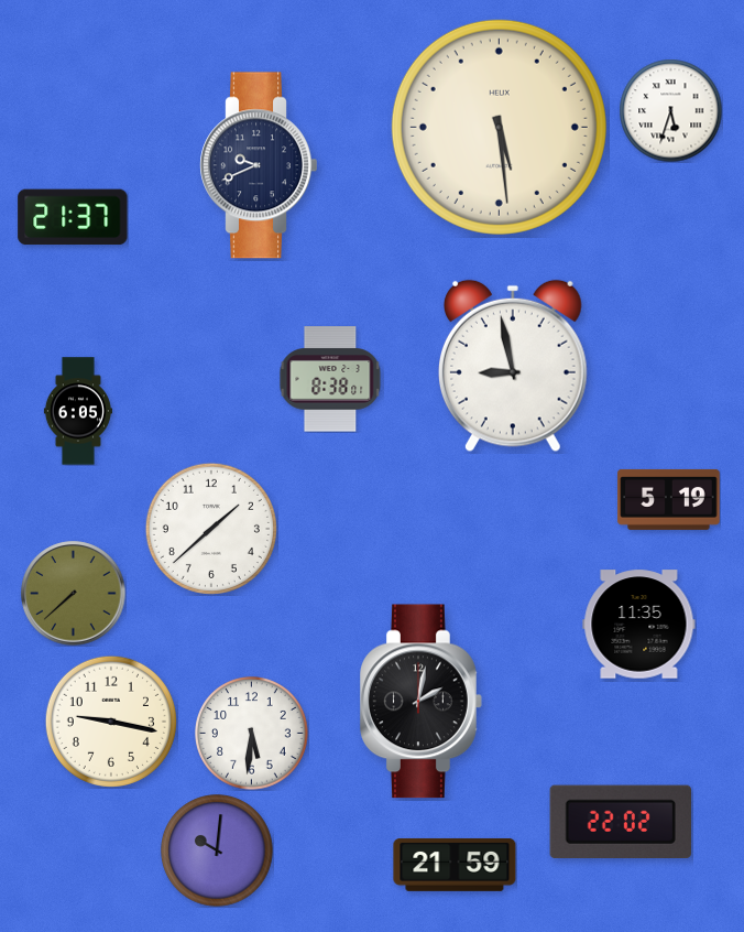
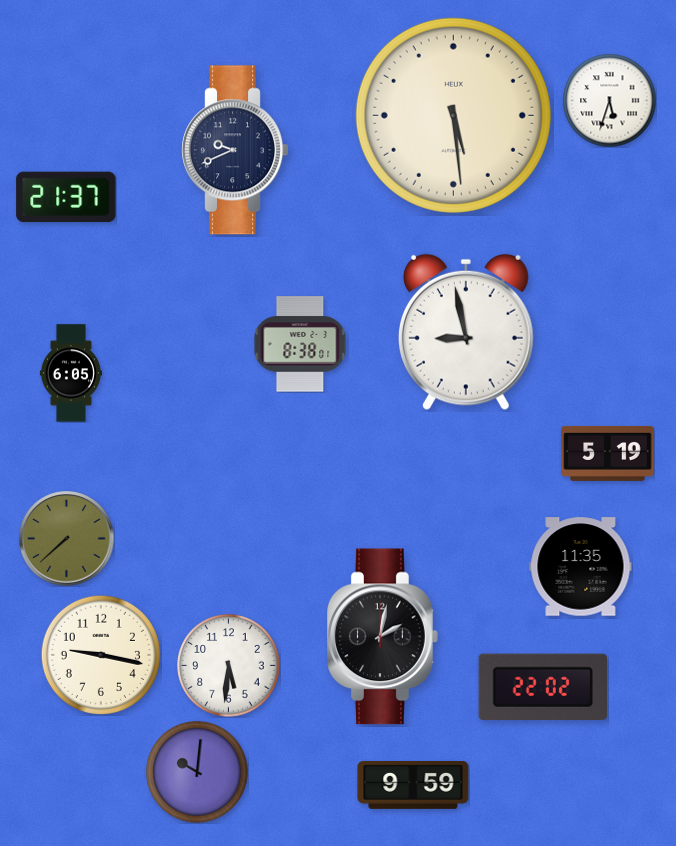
clock at (211, 529): 1:38 -> none
clock at (620, 821) position: (620, 821) -> (542, 686)
clock at (455, 865): 21:59 -> 9:59
